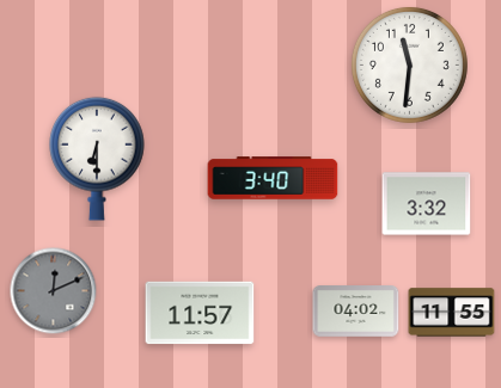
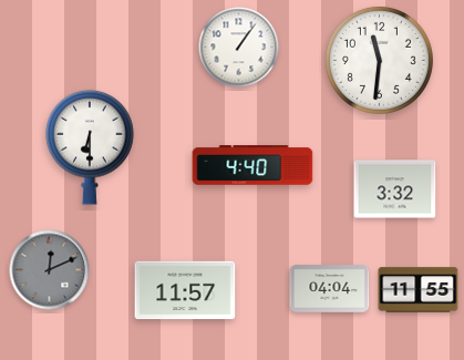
clock at (239, 48): none -> 1:06
clock at (273, 178): 3:40 -> 4:40
clock at (356, 312): 04:02 -> 04:04
